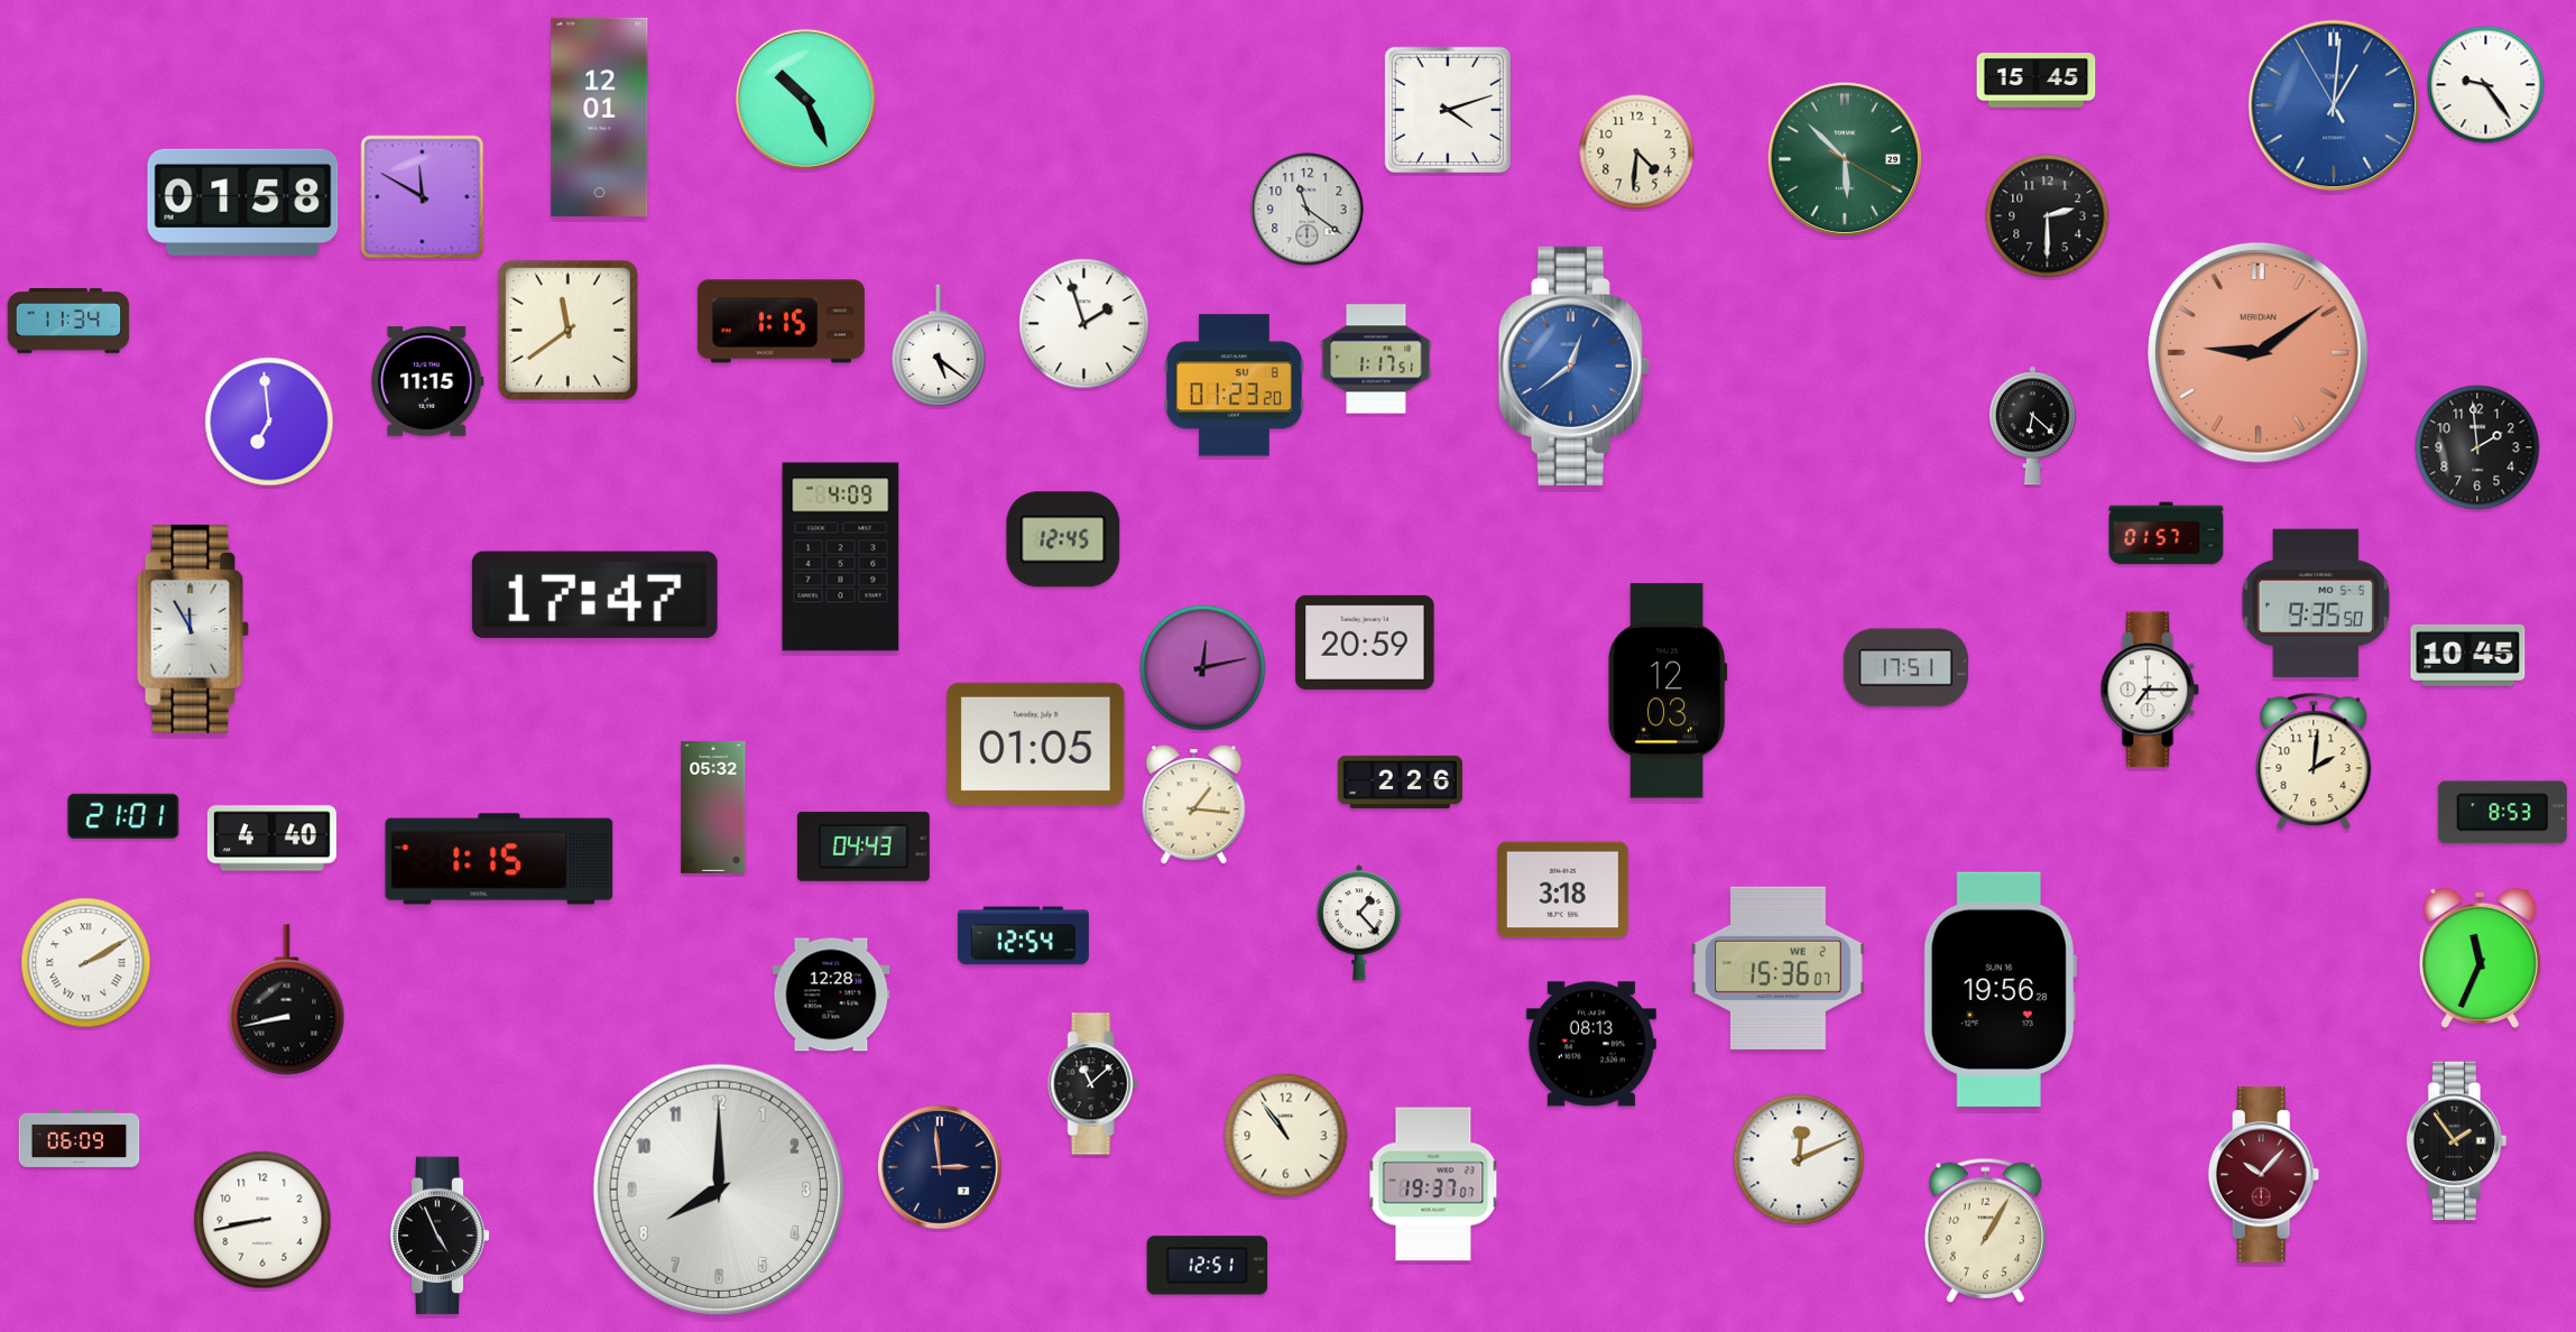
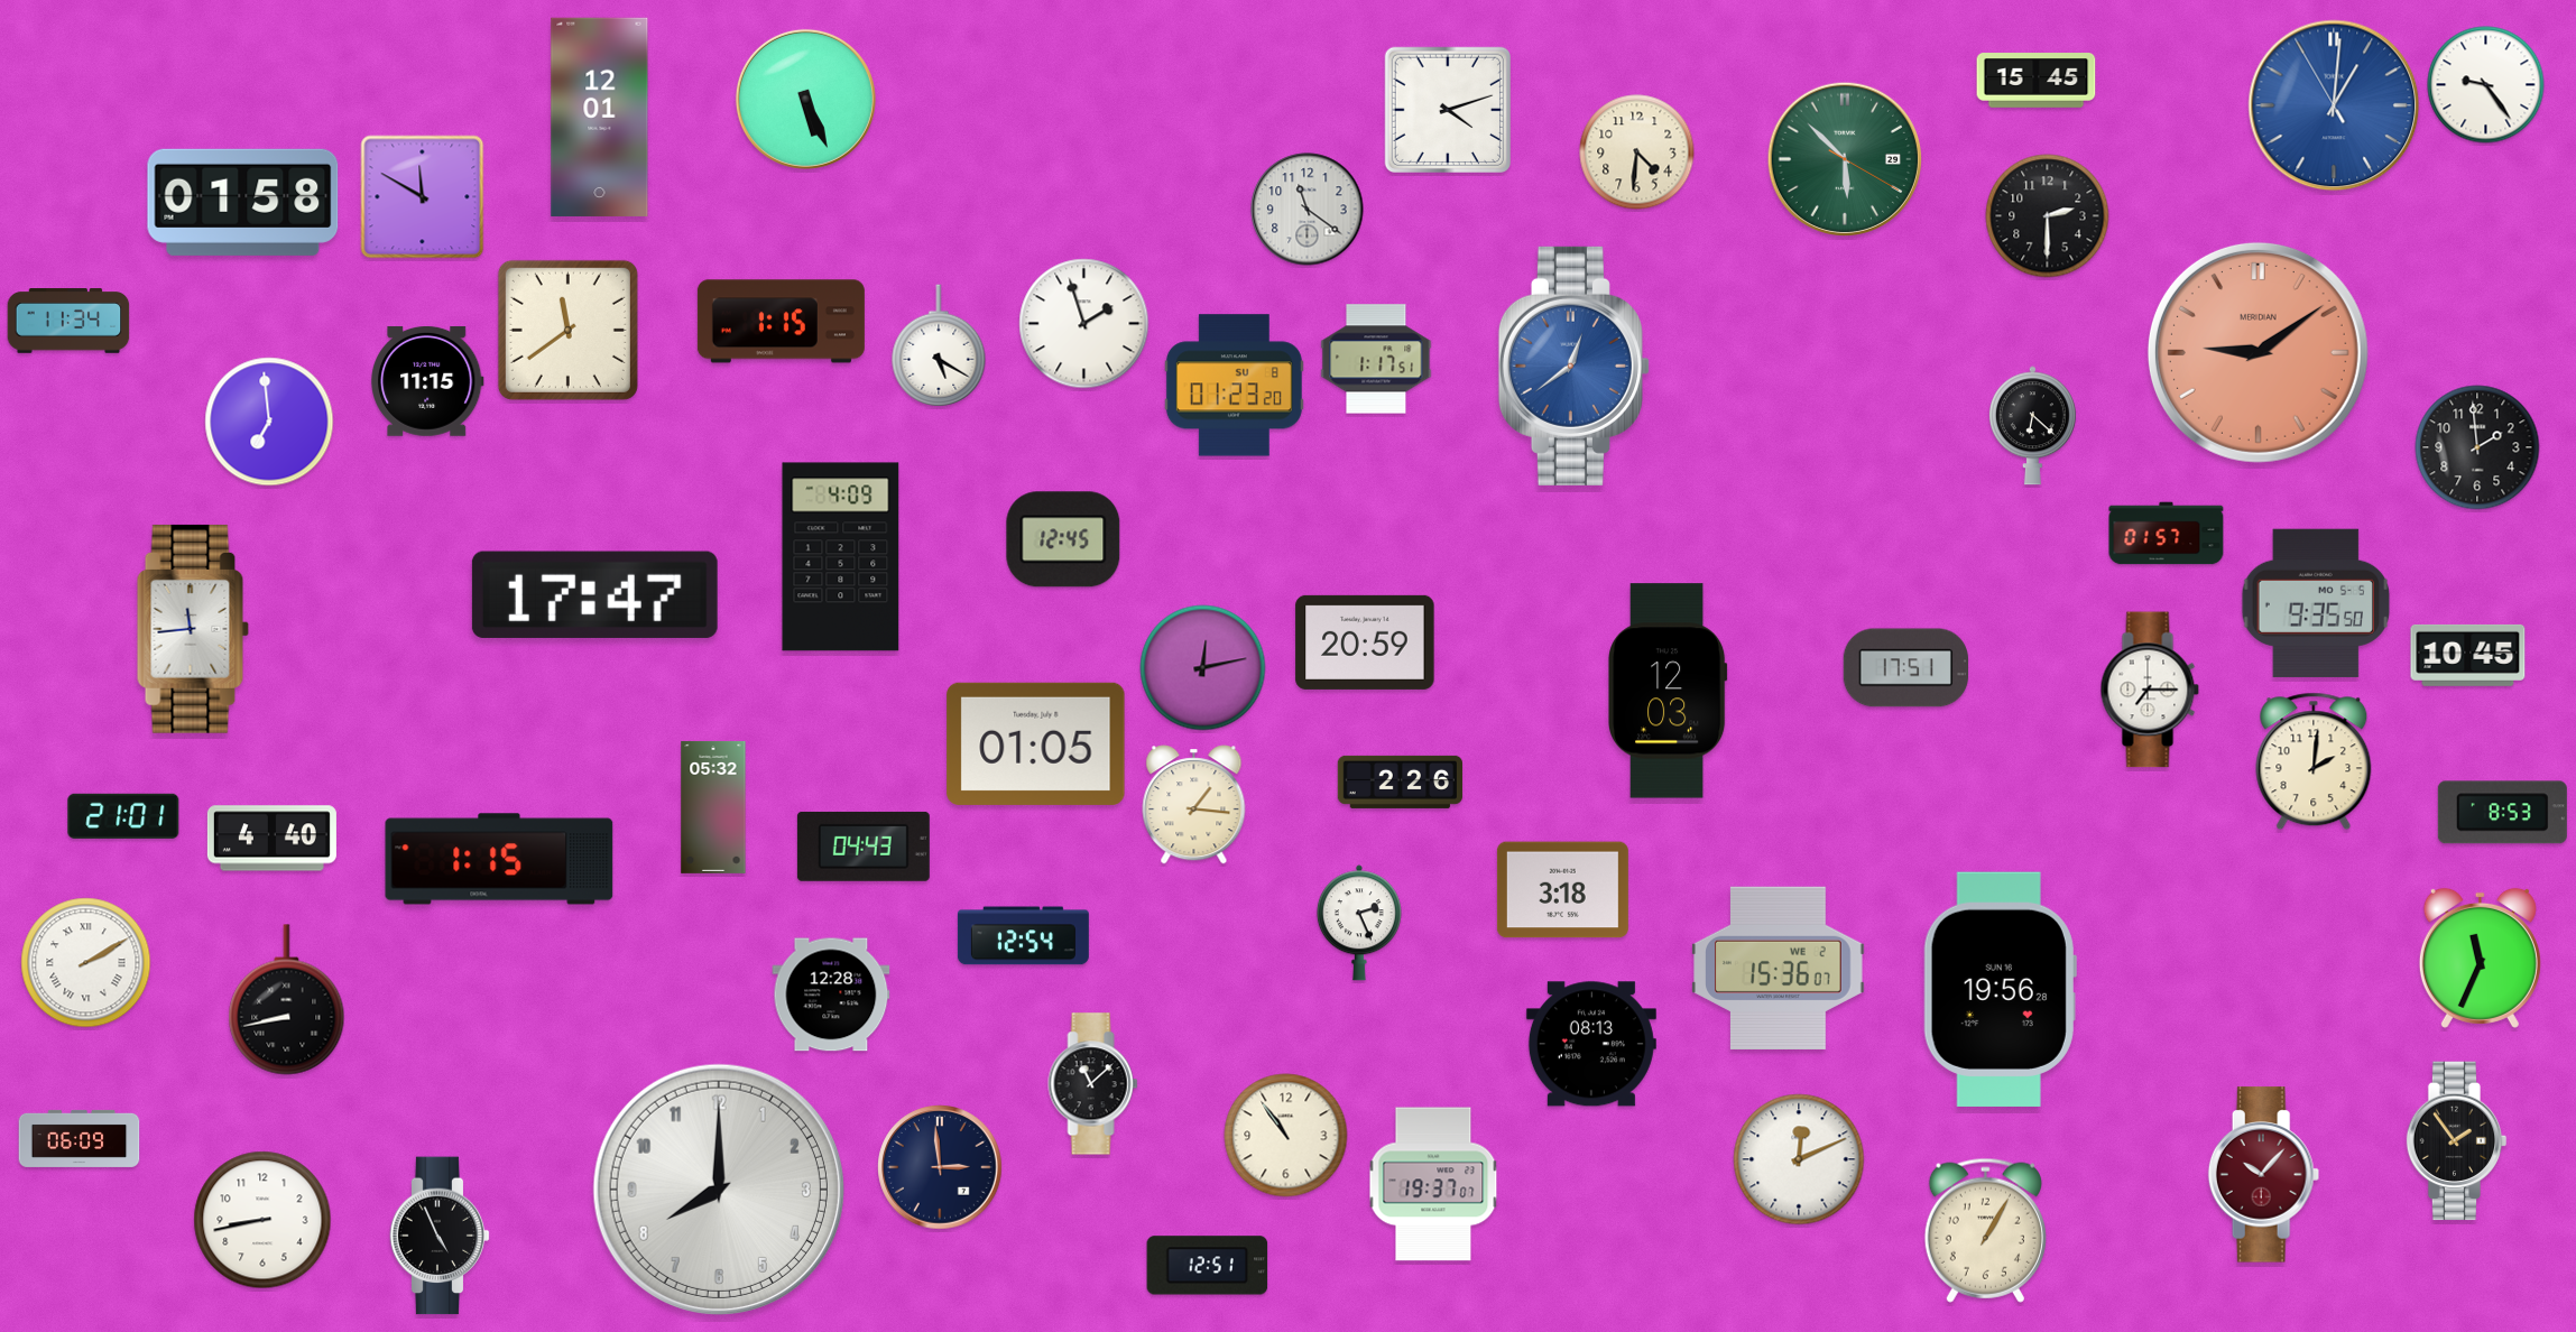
clock at (805, 99): 10:26 -> 5:26
clock at (939, 345): 5:21 -> 5:20
clock at (193, 629): 11:55 -> 11:44
clock at (1359, 923): 1:23 -> 2:26
